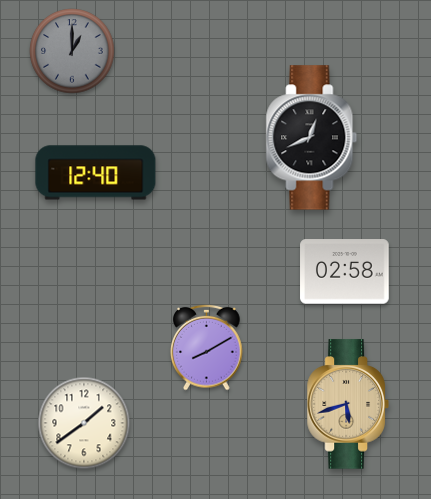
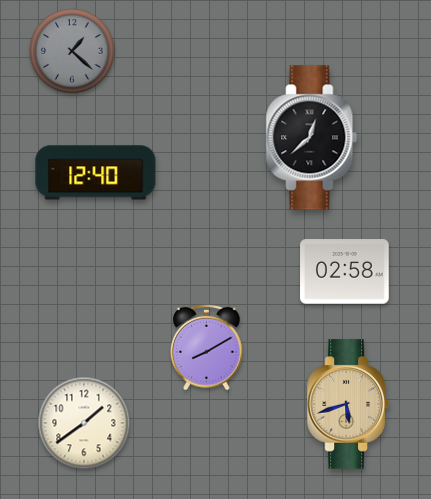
clock at (72, 51): 1:00 -> 1:22
clock at (312, 138): 12:41 -> 12:38
